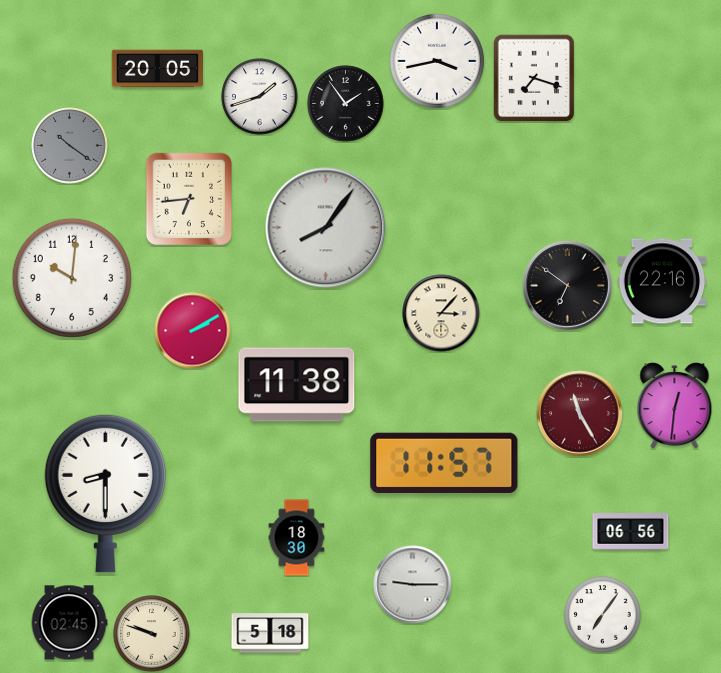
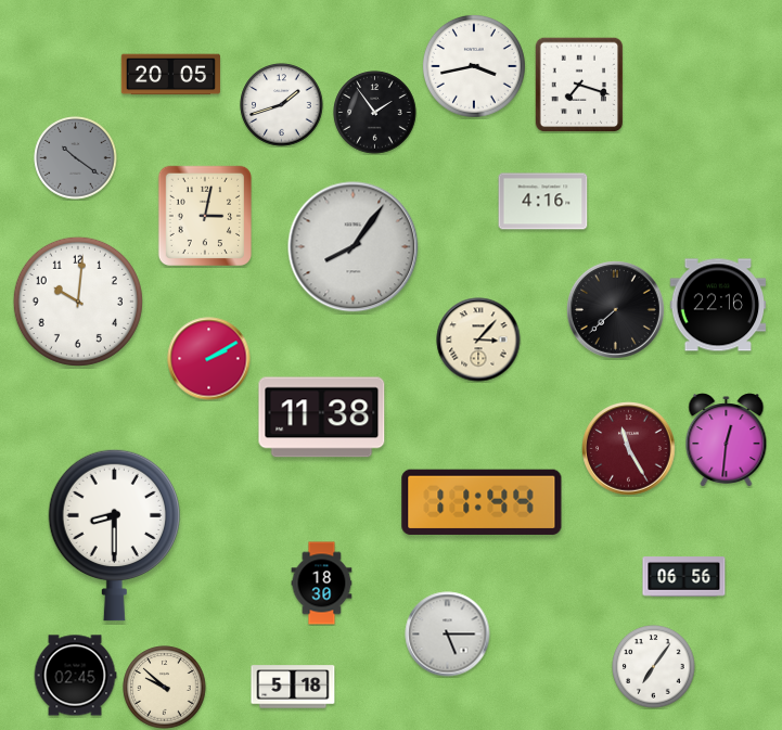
clock at (543, 202): none -> 4:16
clock at (188, 198): 6:44 -> 3:02
clock at (568, 286): 6:51 -> 7:38
clock at (675, 406) position: (675, 406) -> (727, 440)
clock at (444, 463): 11:57 -> 11:44
clock at (413, 585): 9:15 -> 5:15
clock at (152, 634): 9:48 -> 9:52
